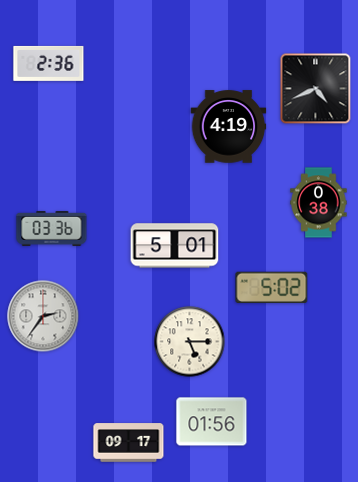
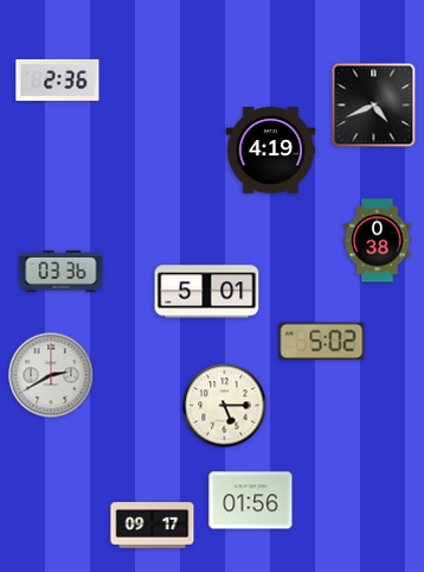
clock at (49, 63) position: (49, 63) -> (58, 80)
clock at (43, 316): 2:36 -> 2:40
